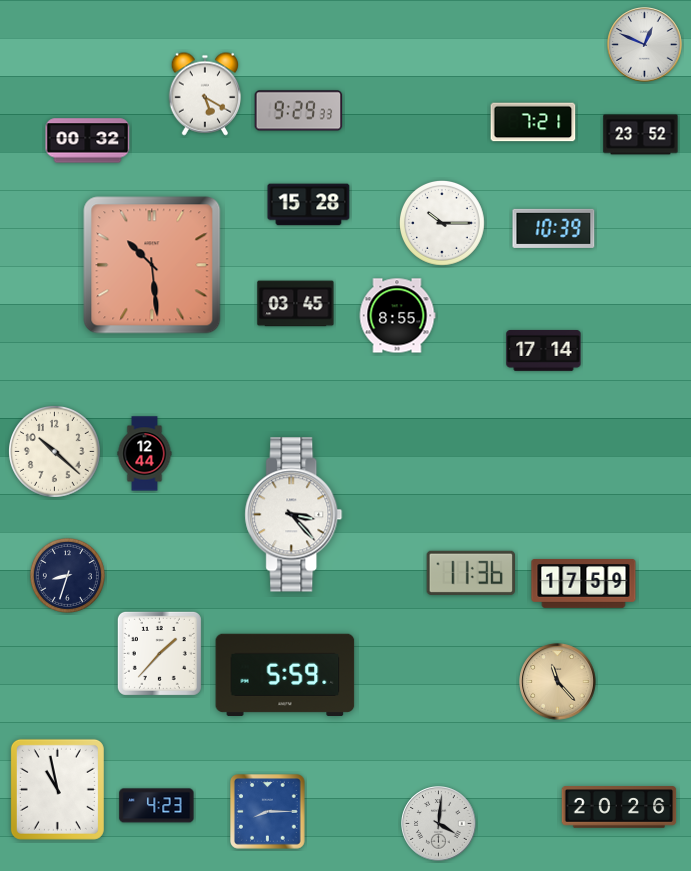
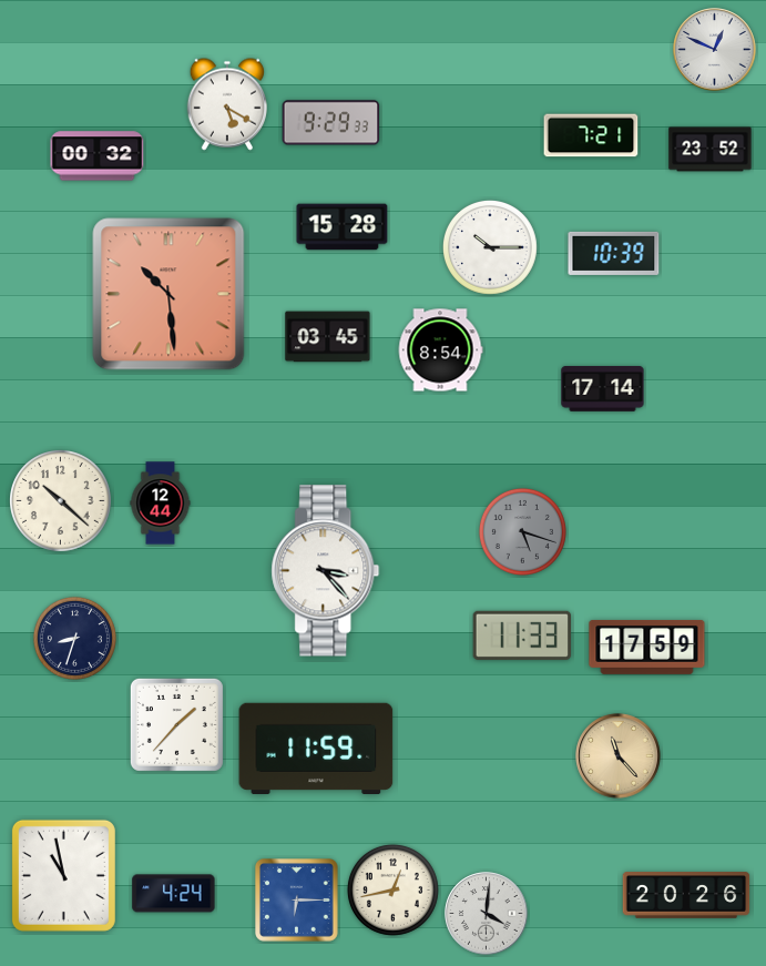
clock at (397, 316): 8:55 -> 8:54
clock at (522, 531): none -> 5:18
clock at (471, 573): 11:36 -> 11:33
clock at (285, 674): 5:59 -> 11:59
clock at (392, 889): none -> 12:43
clock at (157, 806): 4:23 -> 4:24
clock at (268, 812): 8:15 -> 6:15
